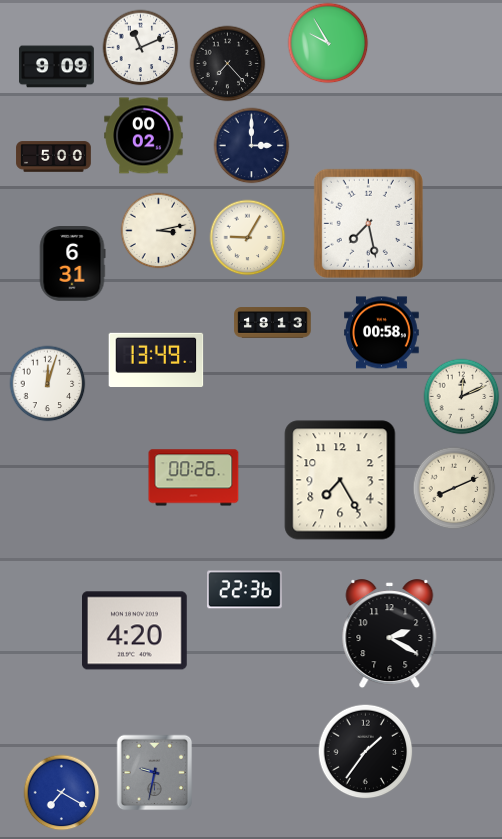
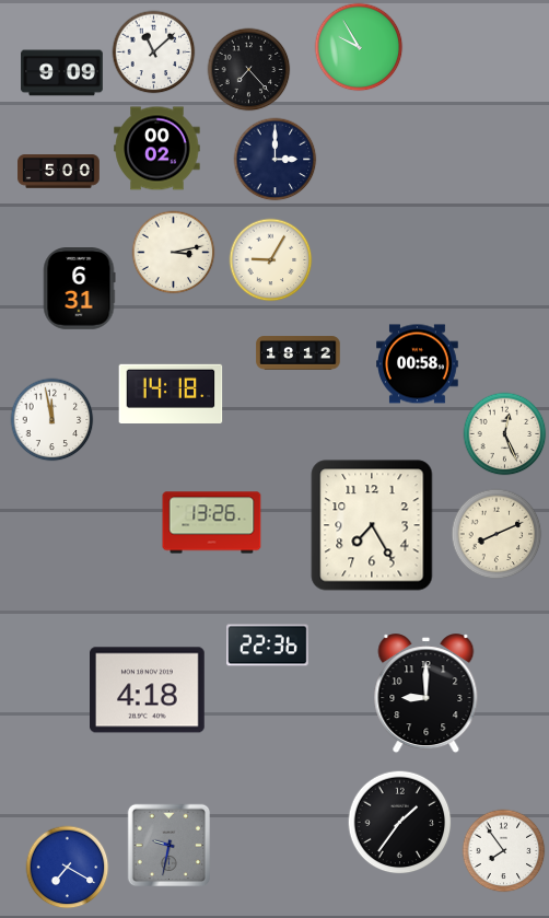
clock at (141, 48): 11:11 -> 11:08
clock at (368, 223): 7:28 -> none
clock at (273, 323): 18:13 -> 18:12
clock at (156, 359): 13:49 -> 14:18
clock at (48, 384): 12:03 -> 11:58
clock at (462, 397): 12:11 -> 12:26
clock at (194, 478): 00:26 -> 13:26
clock at (135, 631): 4:20 -> 4:18
clock at (390, 634): 2:20 -> 9:00
clock at (504, 851): none -> 7:54
